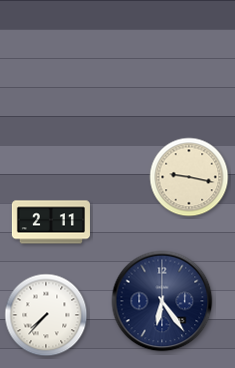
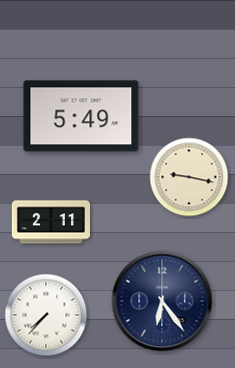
clock at (81, 116): none -> 5:49
